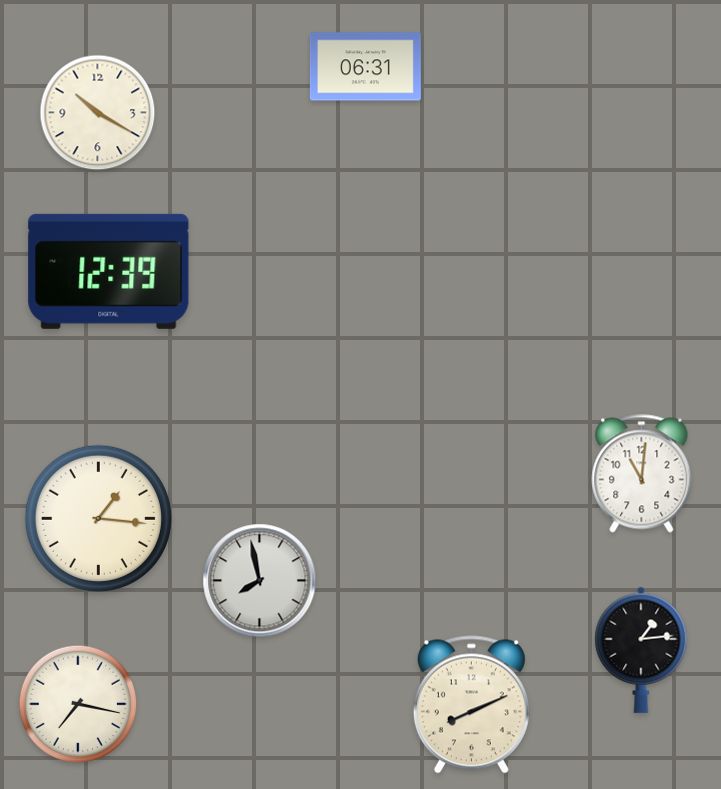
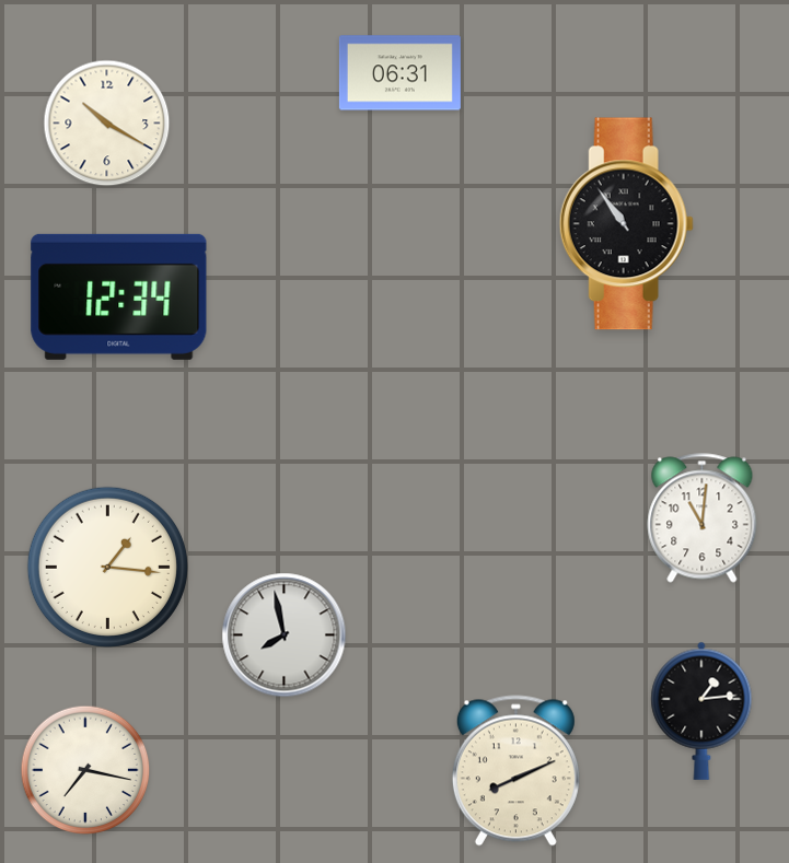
clock at (626, 224): none -> 10:54
clock at (109, 271): 12:39 -> 12:34
